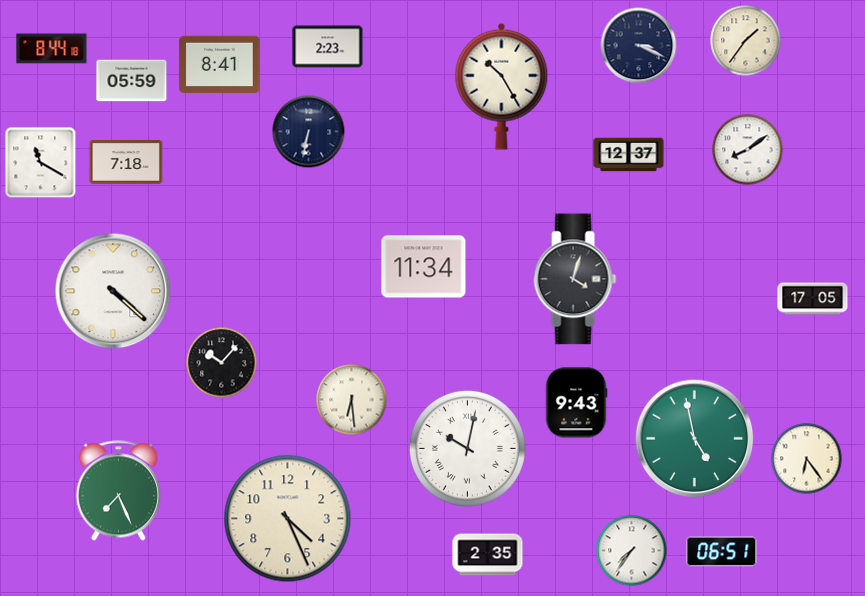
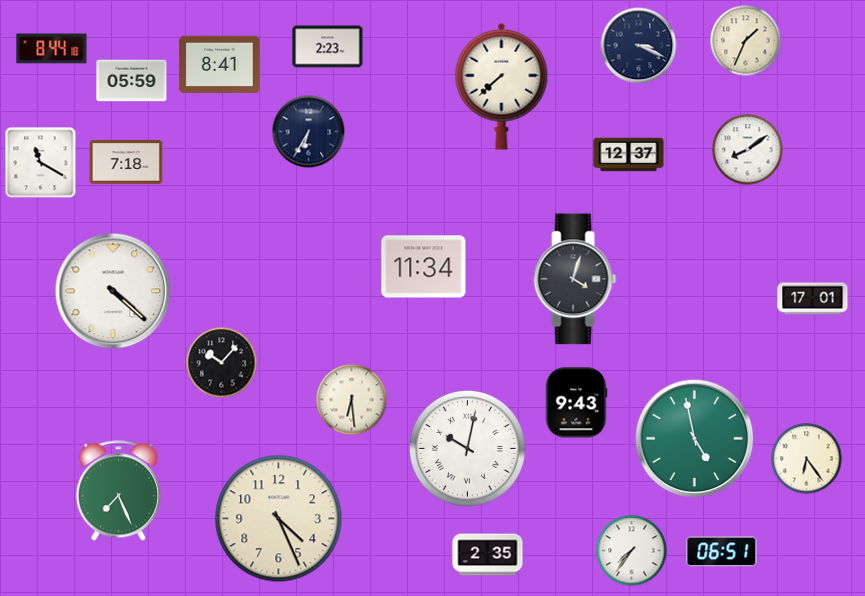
clock at (746, 41): 1:36 -> 1:34
clock at (502, 86): 10:25 -> 7:38
clock at (309, 132): 6:32 -> 6:35
clock at (813, 299): 17:05 -> 17:01
clock at (288, 519) position: (288, 519) -> (279, 519)
